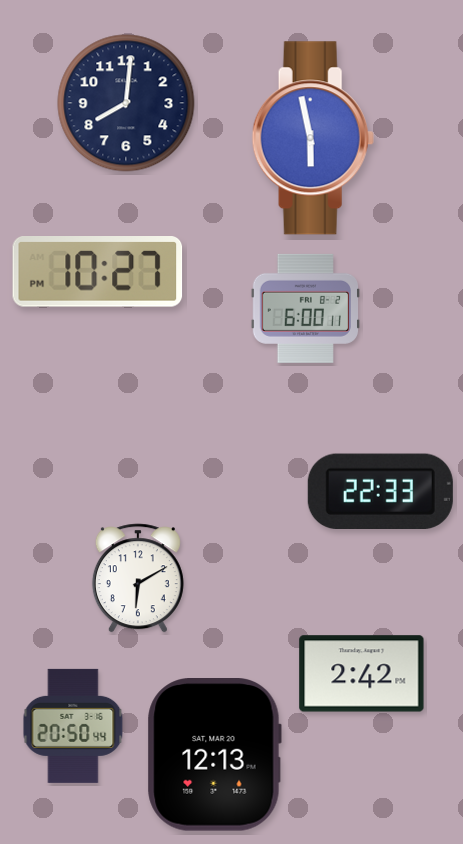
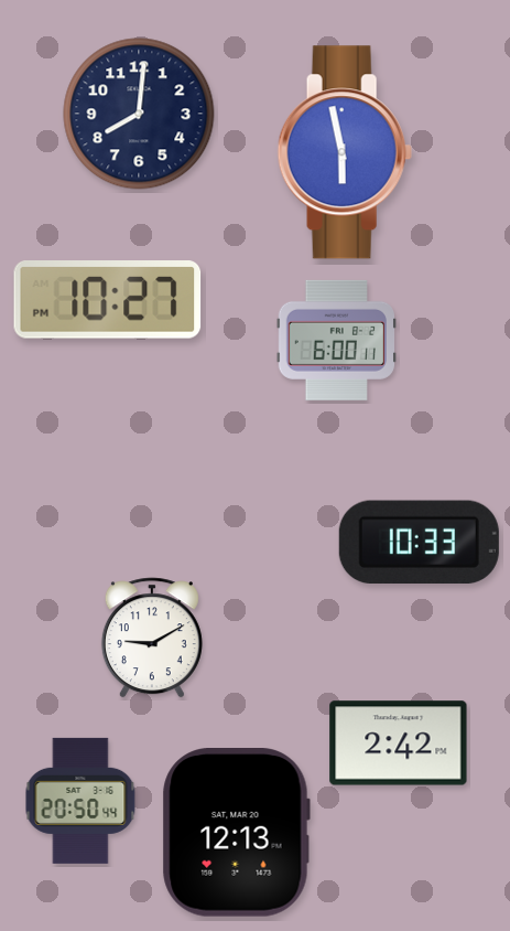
clock at (380, 491): 22:33 -> 10:33
clock at (138, 578): 6:10 -> 9:10
